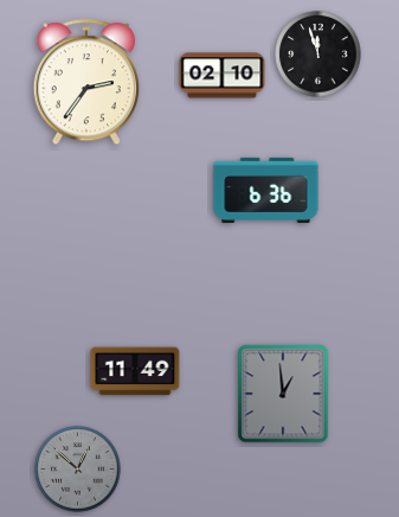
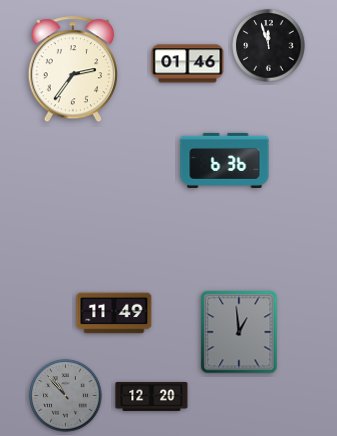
clock at (223, 76): 02:10 -> 01:46
clock at (78, 470): 12:52 -> 10:53
clock at (152, 396): none -> 12:20
